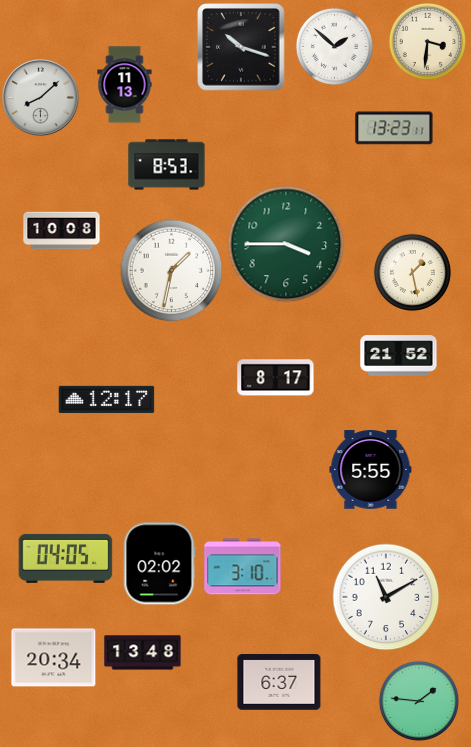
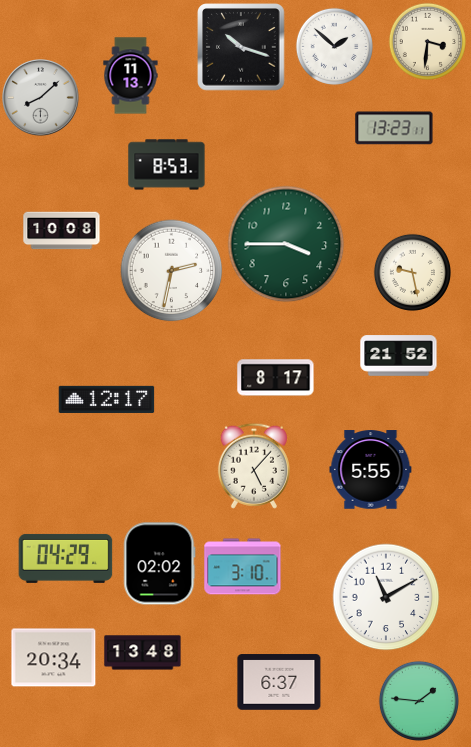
clock at (125, 85) position: (125, 85) -> (131, 76)
clock at (172, 271): 1:32 -> 2:32
clock at (412, 272): 1:28 -> 9:28
clock at (254, 466): none -> 5:07
clock at (66, 558): 04:05 -> 04:29
